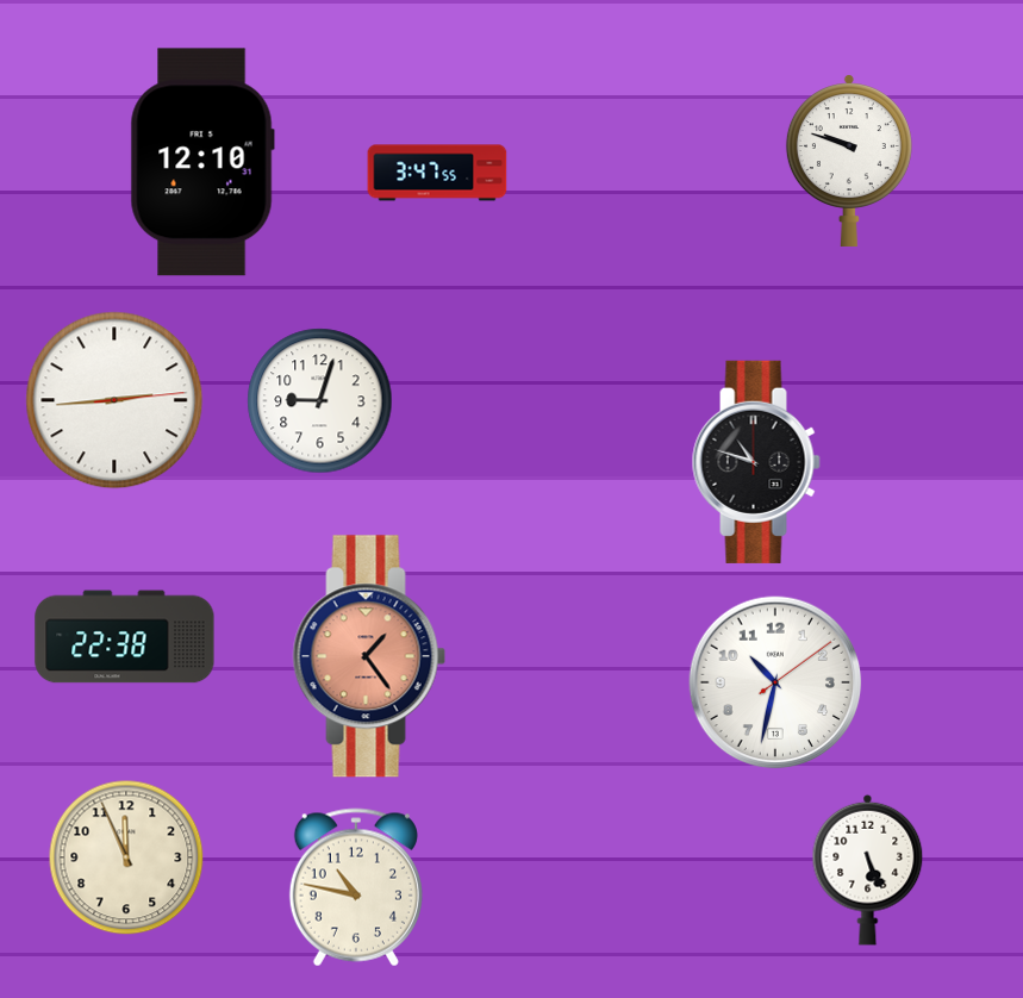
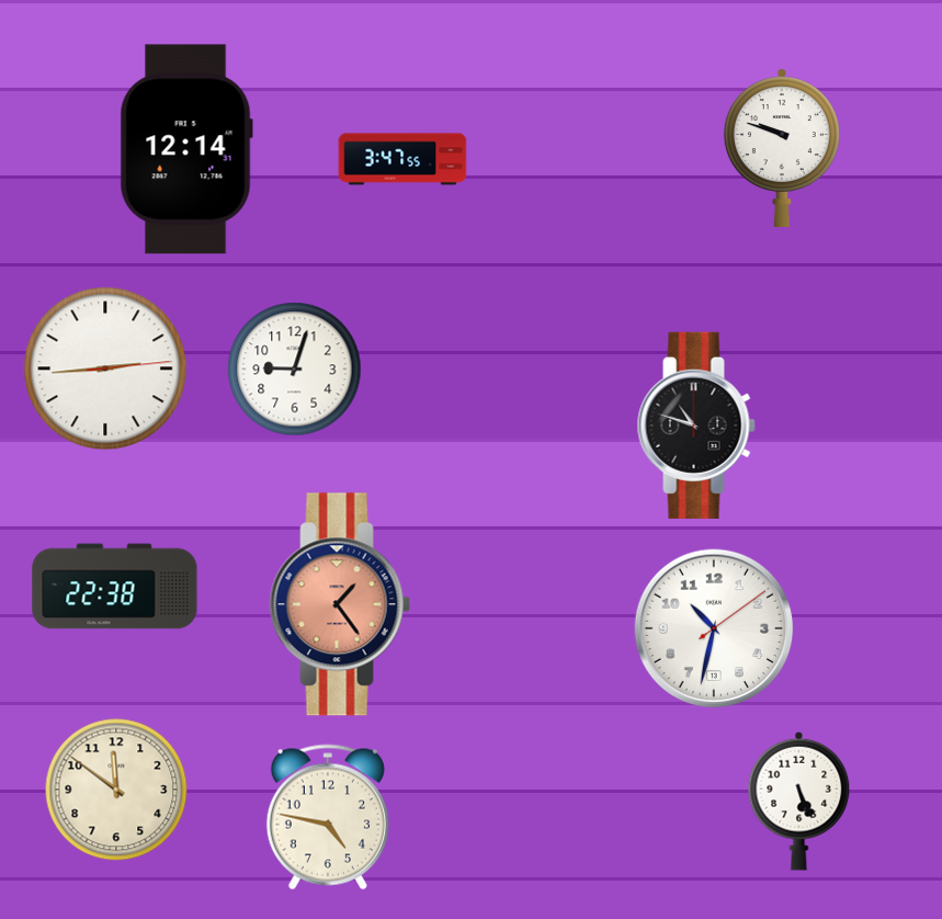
clock at (202, 162): 12:10 -> 12:14
clock at (126, 857): 11:56 -> 11:51
clock at (356, 887): 10:47 -> 4:47
